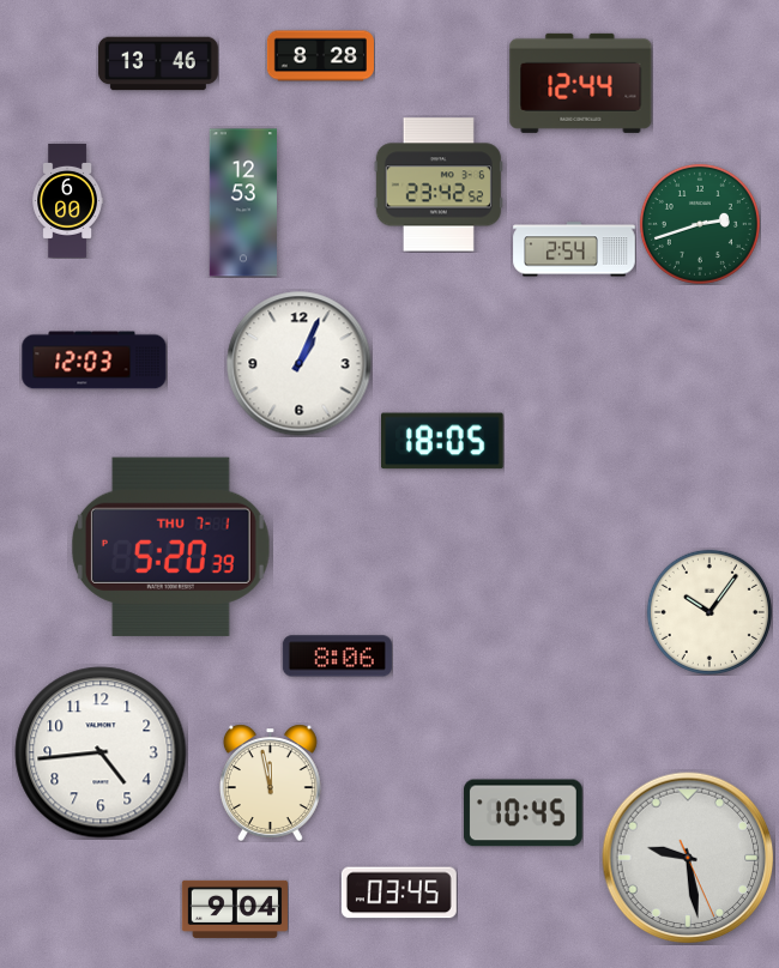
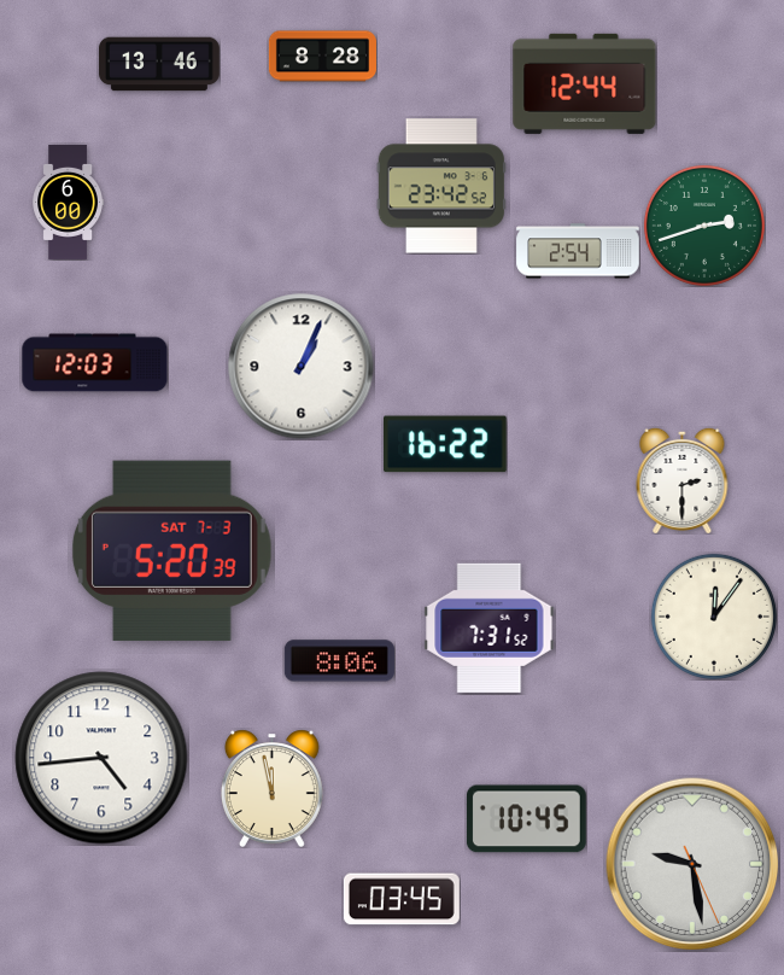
clock at (242, 202): 12:53 -> none
clock at (443, 441): 18:05 -> 16:22
clock at (683, 480): none -> 2:30
clock at (170, 546) date: THU 7-1 -> SAT 7-3
clock at (709, 612): 10:06 -> 12:06
clock at (490, 627): none -> 7:31
clock at (234, 909): 9:04 -> none
